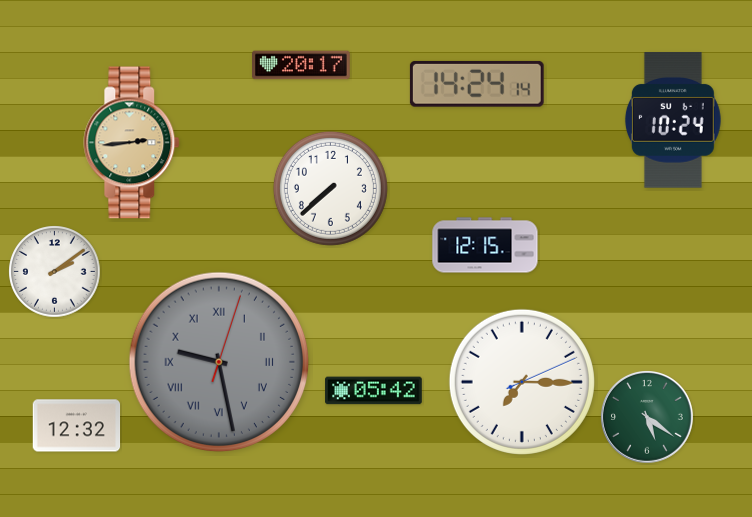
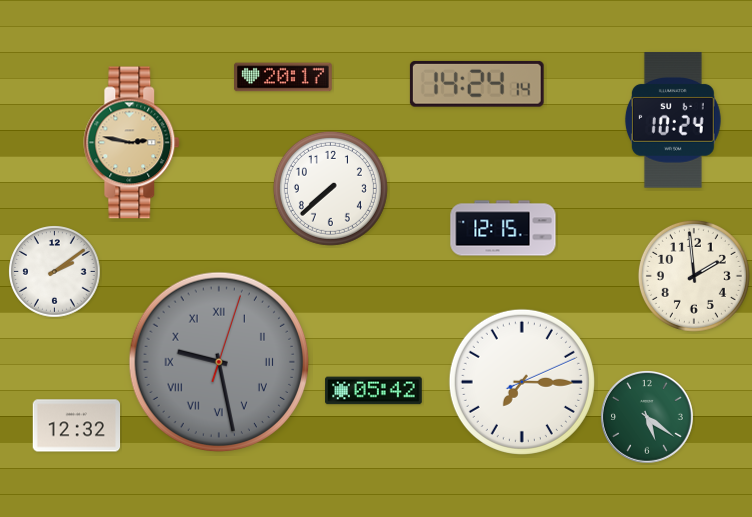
clock at (301, 65) position: (301, 65) -> (283, 77)
clock at (132, 143): 2:44 -> 2:47
clock at (485, 245) position: (485, 245) -> (503, 228)
clock at (694, 276): none -> 1:59
